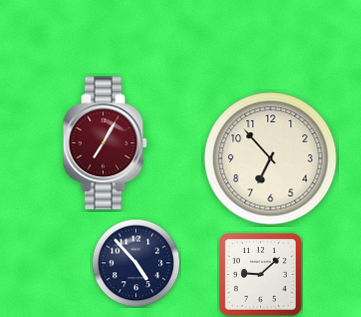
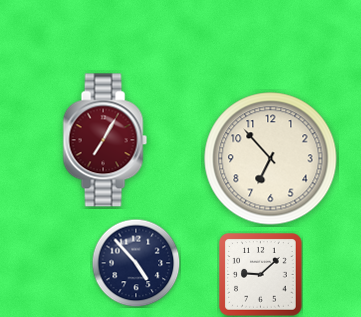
clock at (105, 143) position: (105, 143) -> (105, 140)
